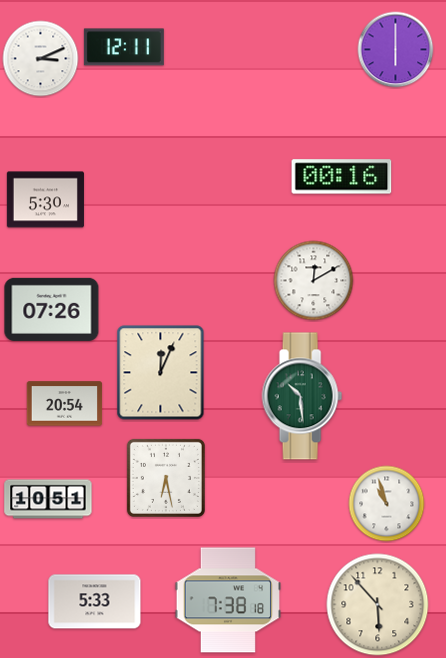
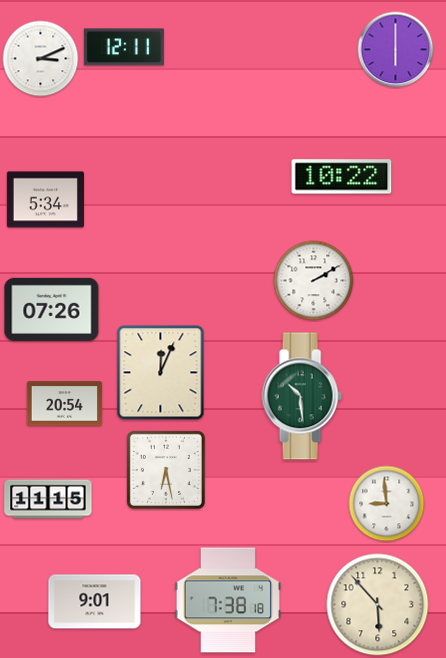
clock at (342, 177): 00:16 -> 10:22
clock at (45, 200): 5:30 -> 5:34
clock at (314, 281): 12:10 -> 2:10
clock at (166, 478) position: (166, 478) -> (166, 470)
clock at (48, 499): 10:51 -> 11:15
clock at (387, 504): 10:57 -> 8:59
clock at (95, 602): 5:33 -> 9:01
